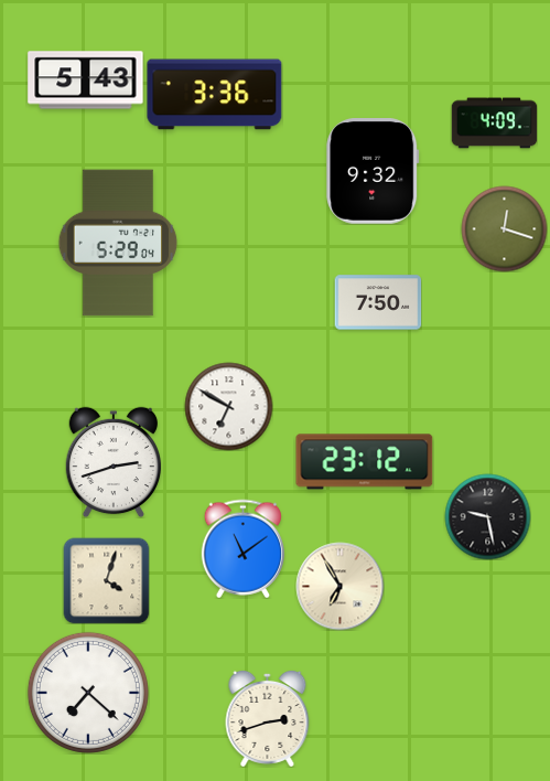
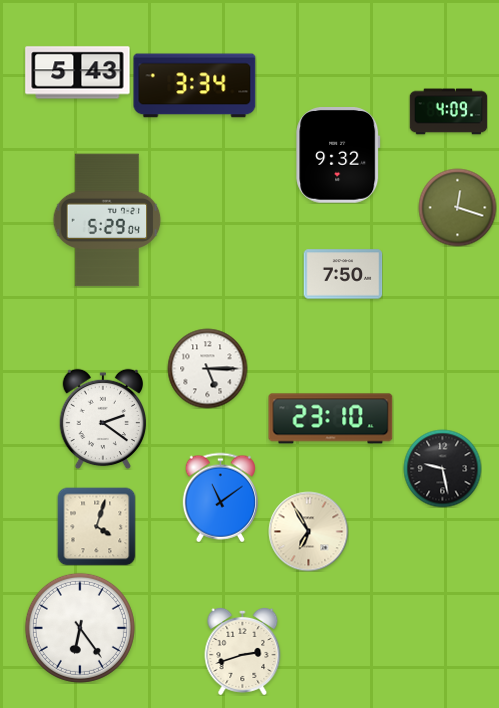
clock at (215, 95): 3:36 -> 3:34
clock at (228, 406): 6:50 -> 5:15
clock at (112, 462): 2:42 -> 2:21
clock at (365, 462): 23:12 -> 23:10
clock at (88, 693): 7:22 -> 6:24
